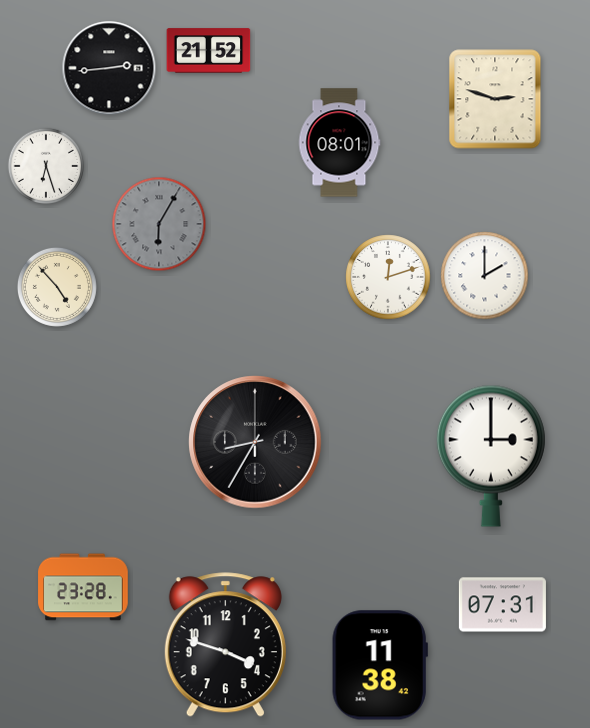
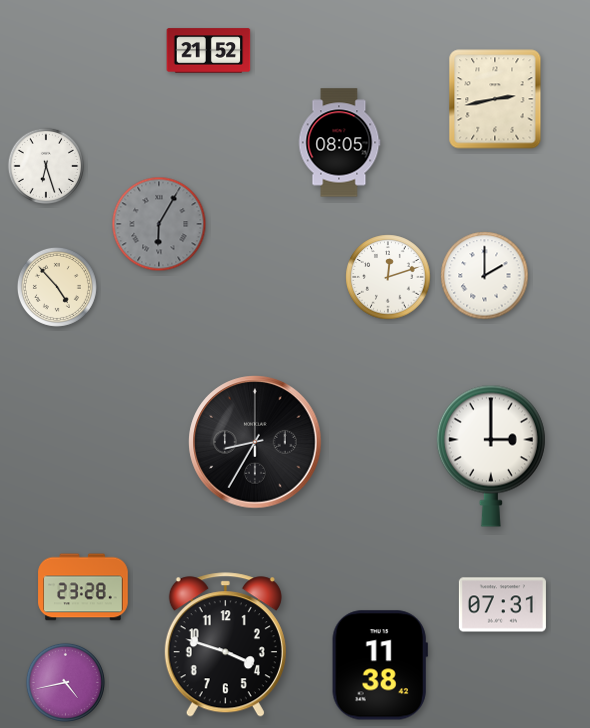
clock at (109, 68): 2:44 -> none
clock at (495, 99): 2:48 -> 2:43
clock at (339, 143): 08:01 -> 08:05
clock at (65, 682): none -> 4:43
